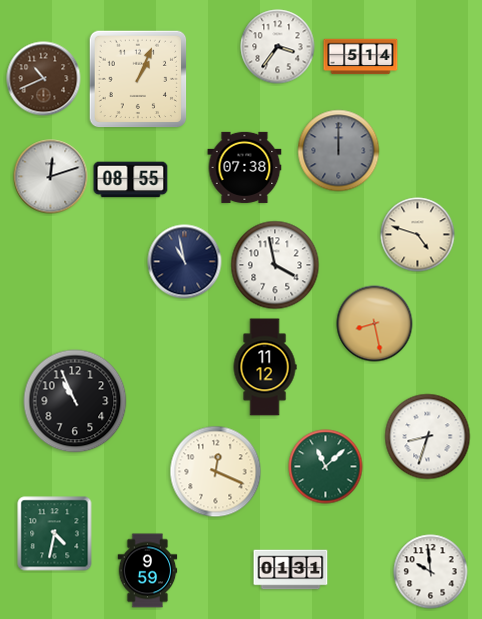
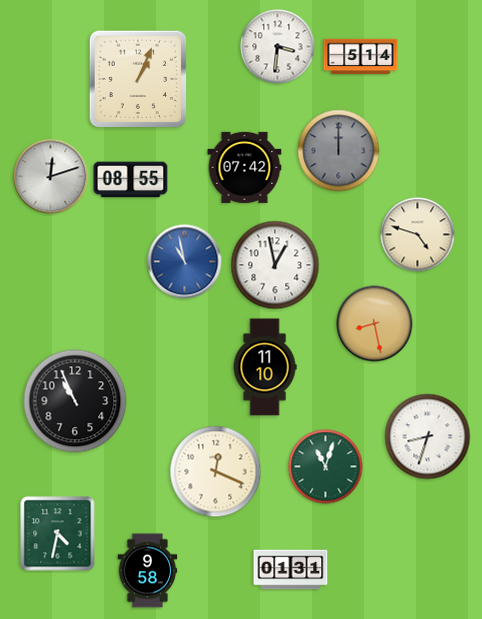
clock at (278, 47): 3:36 -> 3:31
clock at (44, 79): 10:41 -> none
clock at (245, 167): 07:38 -> 07:42
clock at (185, 262) dial: navy -> blue
clock at (275, 265): 3:58 -> 12:58
clock at (265, 367): 11:12 -> 11:10
clock at (326, 467): 11:08 -> 11:03
clock at (55, 534) position: (55, 534) -> (58, 534)
clock at (148, 571): 9:59 -> 9:58
clock at (431, 572): 9:59 -> none
